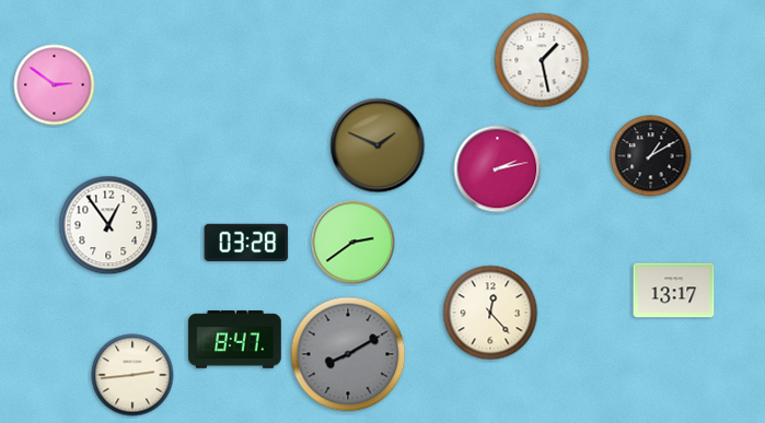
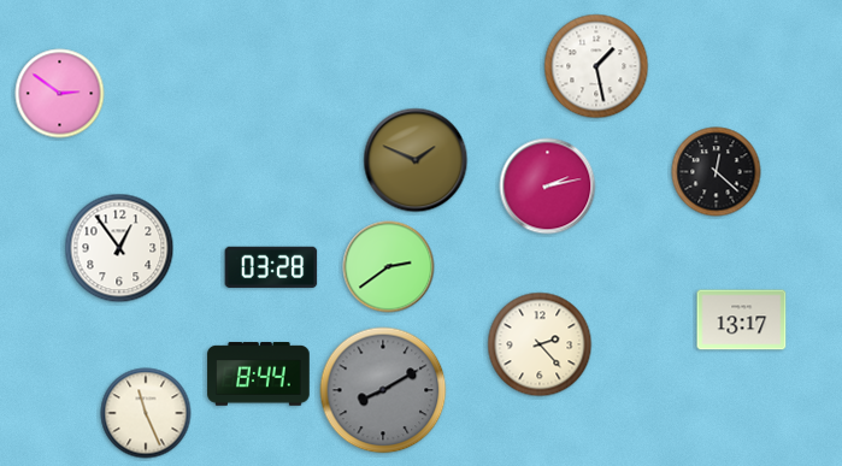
clock at (651, 156): 1:10 -> 12:22
clock at (490, 313): 12:23 -> 2:23
clock at (235, 340): 8:47 -> 8:44
clock at (132, 375): 2:44 -> 11:26
